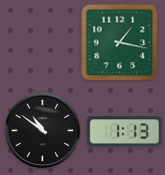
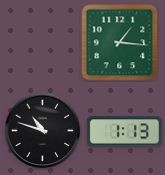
clock at (120, 43): 1:17 -> 1:16
clock at (43, 131): 10:51 -> 10:48
